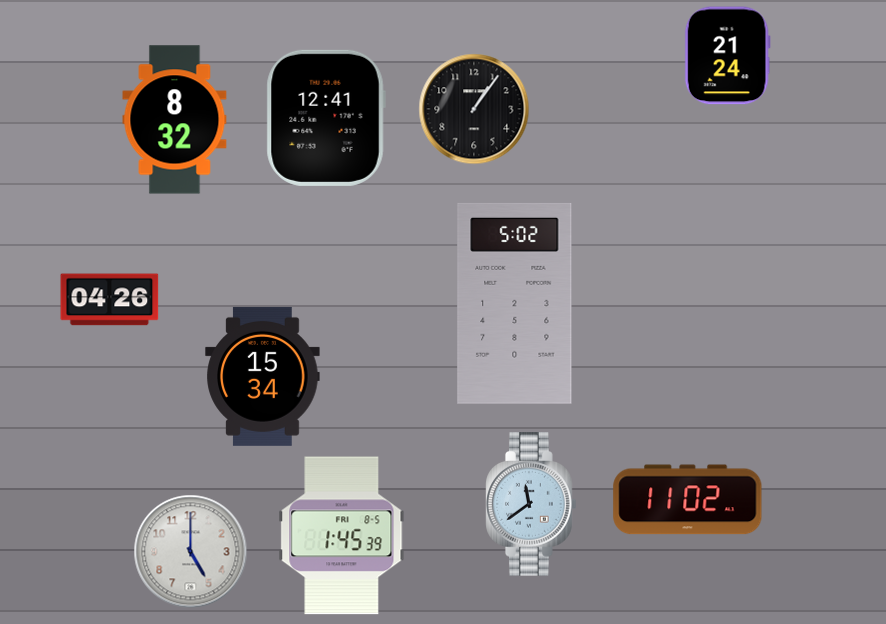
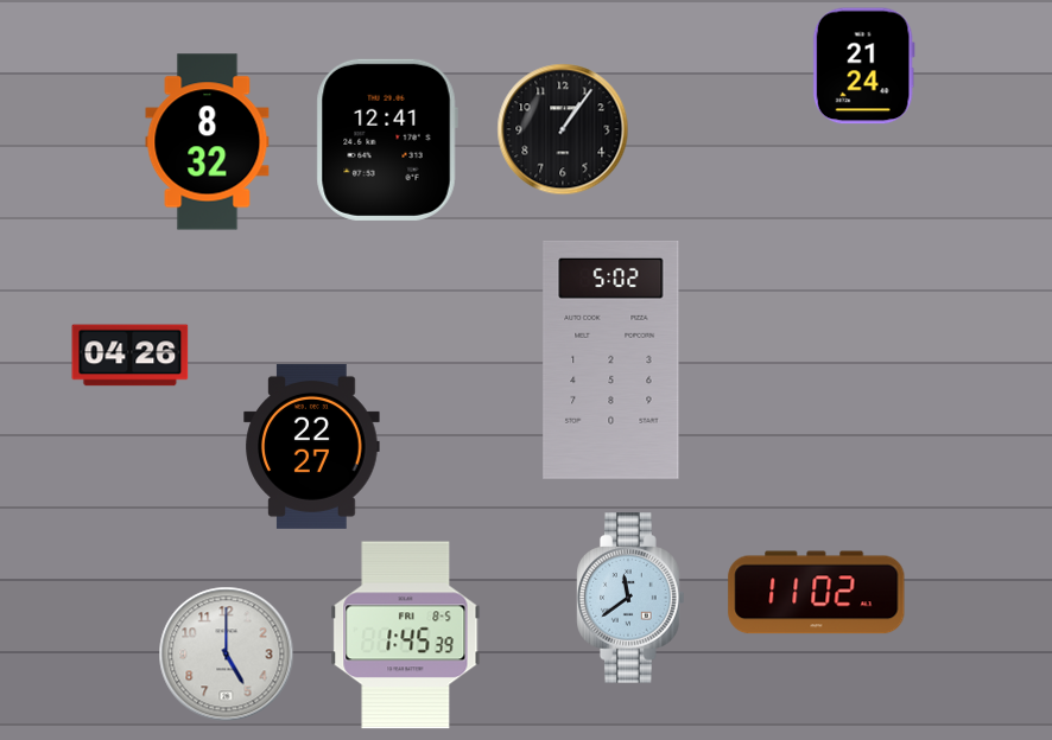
clock at (263, 376): 15:34 -> 22:27
